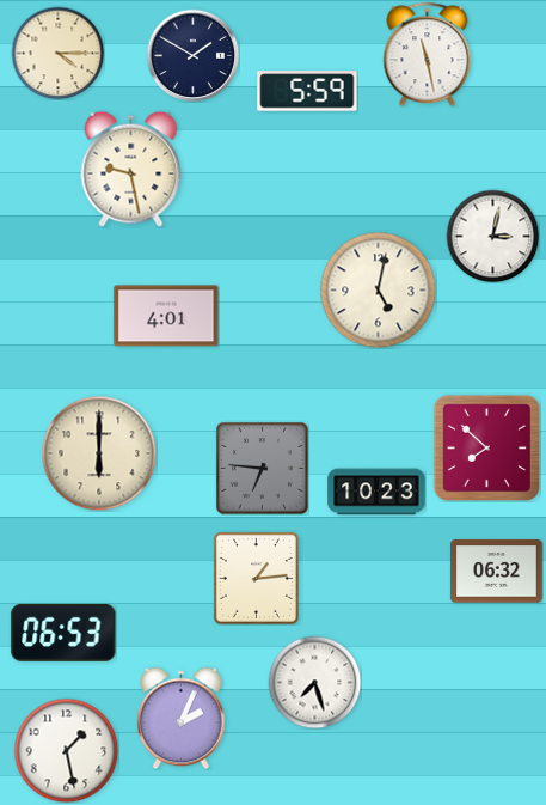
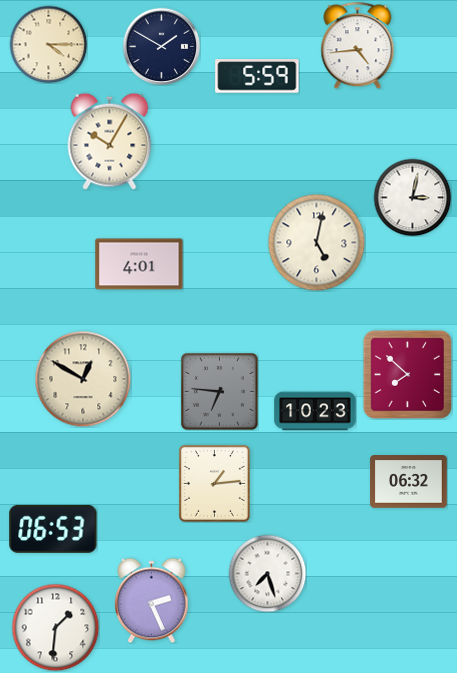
clock at (428, 54): 11:28 -> 4:44
clock at (131, 169): 9:28 -> 10:05
clock at (99, 453): 6:00 -> 12:50
clock at (497, 572) position: (497, 572) -> (409, 482)
clock at (314, 682) position: (314, 682) -> (267, 573)
clock at (182, 718): 2:04 -> 2:26
clock at (66, 750): 1:28 -> 1:31
